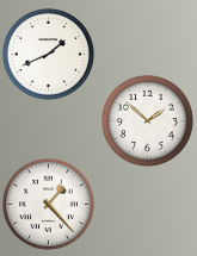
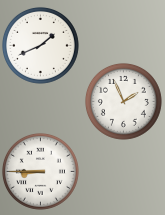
clock at (147, 120): 1:52 -> 1:56
clock at (48, 204): 1:23 -> 8:45
